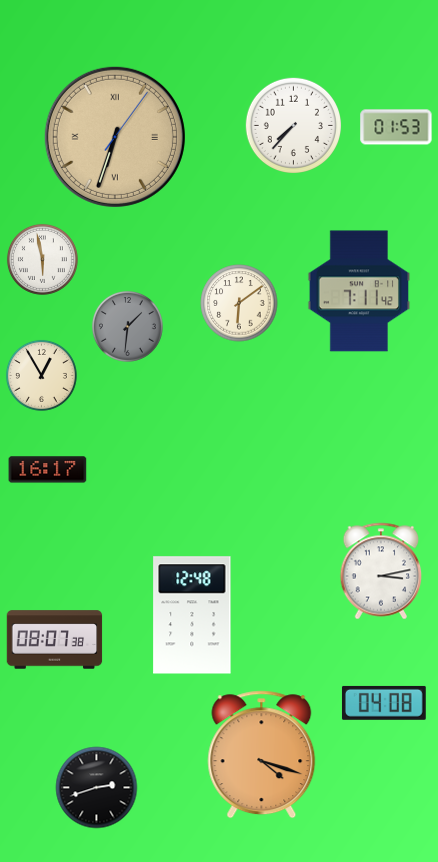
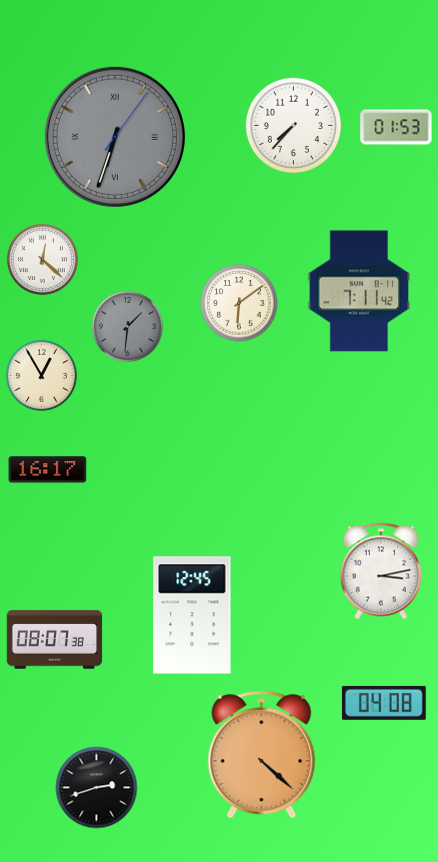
clock at (115, 137) dial: champagne -> grey
clock at (42, 259): 5:58 -> 12:22
clock at (192, 615): 12:48 -> 12:45
clock at (262, 755): 4:18 -> 4:22
